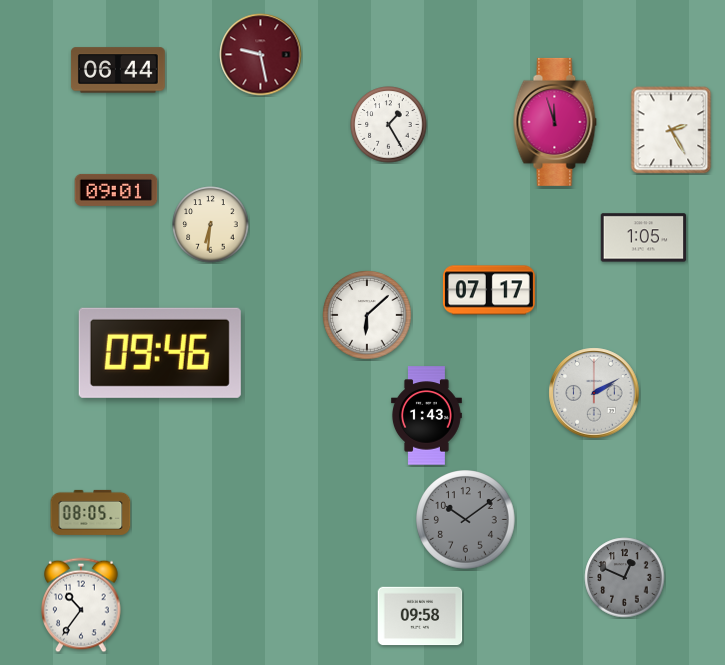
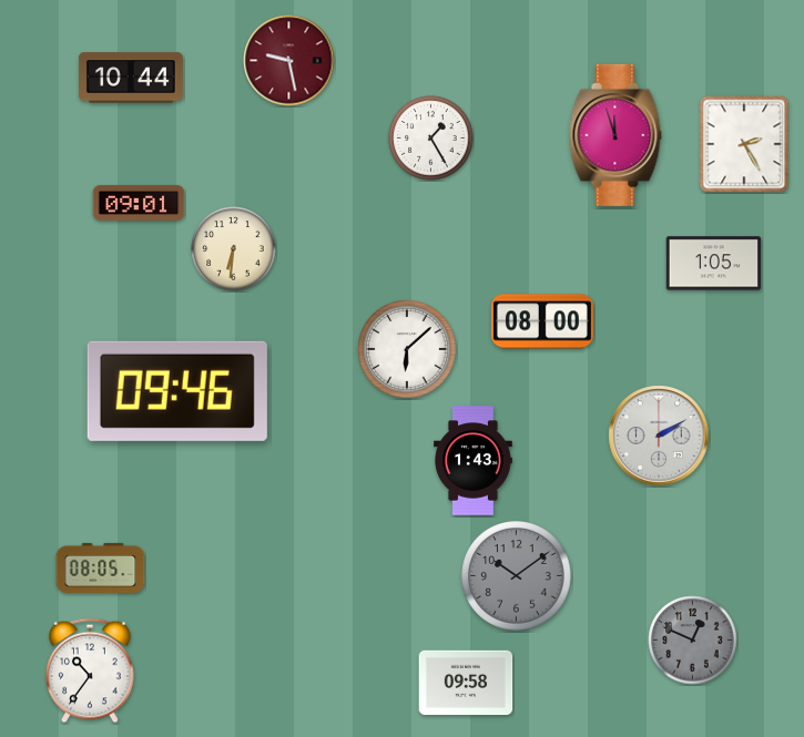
clock at (118, 70): 06:44 -> 10:44
clock at (116, 190) position: (116, 190) -> (139, 203)
clock at (489, 290): 07:17 -> 08:00
